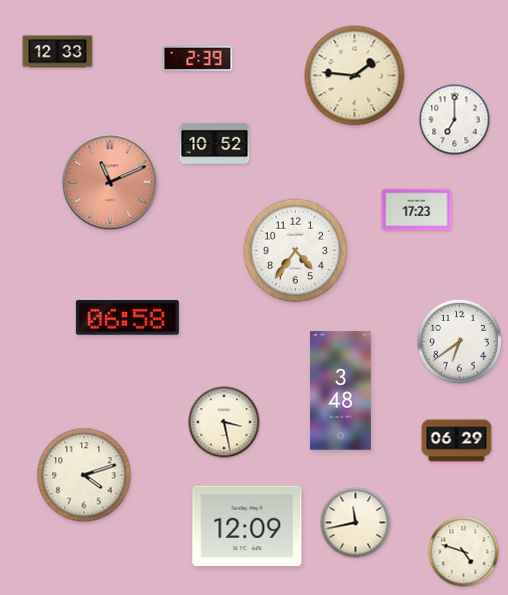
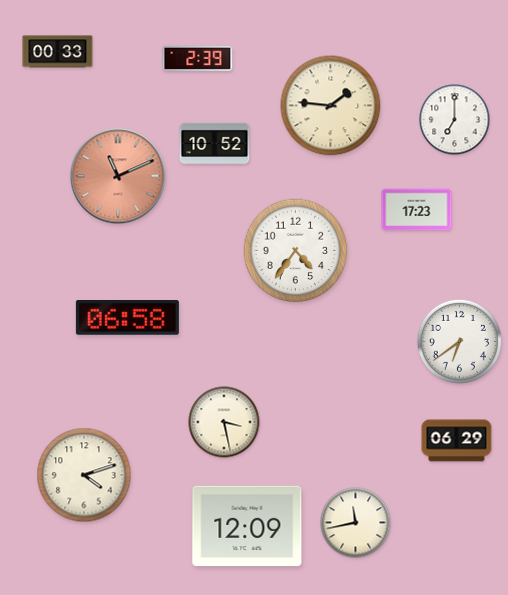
clock at (58, 52): 12:33 -> 00:33
clock at (355, 76) position: (355, 76) -> (331, 106)
clock at (110, 182) position: (110, 182) -> (118, 176)
clock at (340, 391): 3:48 -> none
clock at (464, 552): 4:48 -> none
